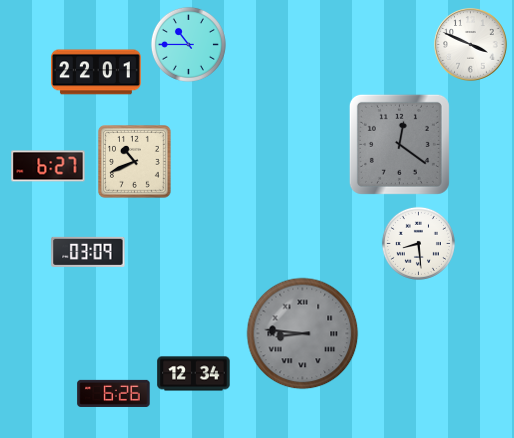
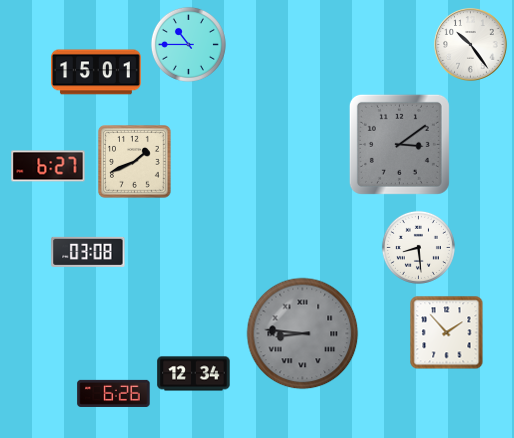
clock at (471, 45): 3:49 -> 10:24
clock at (96, 72): 22:01 -> 15:01
clock at (399, 144): 12:21 -> 3:09
clock at (135, 162): 10:41 -> 1:41
clock at (418, 243) position: (418, 243) -> (418, 247)
clock at (88, 252): 03:09 -> 03:08
clock at (447, 333): none -> 1:53
